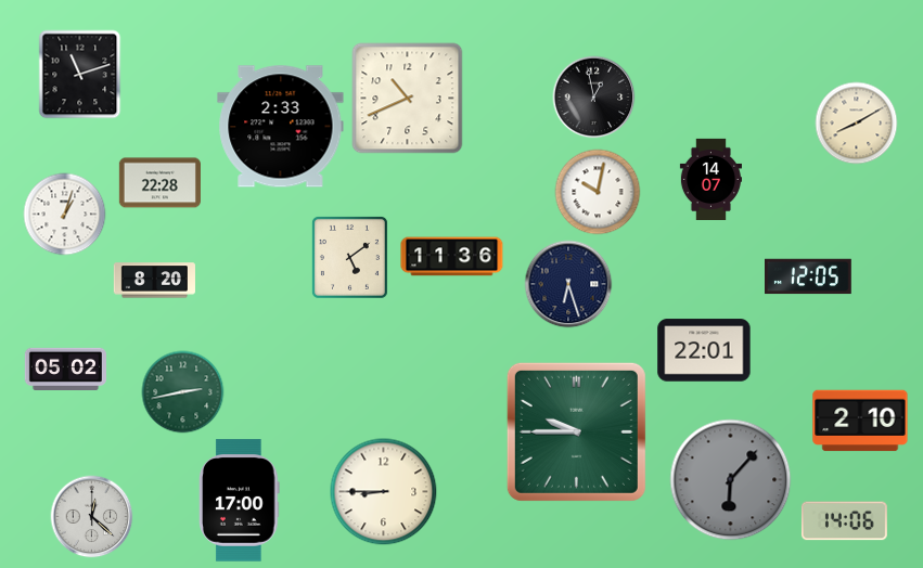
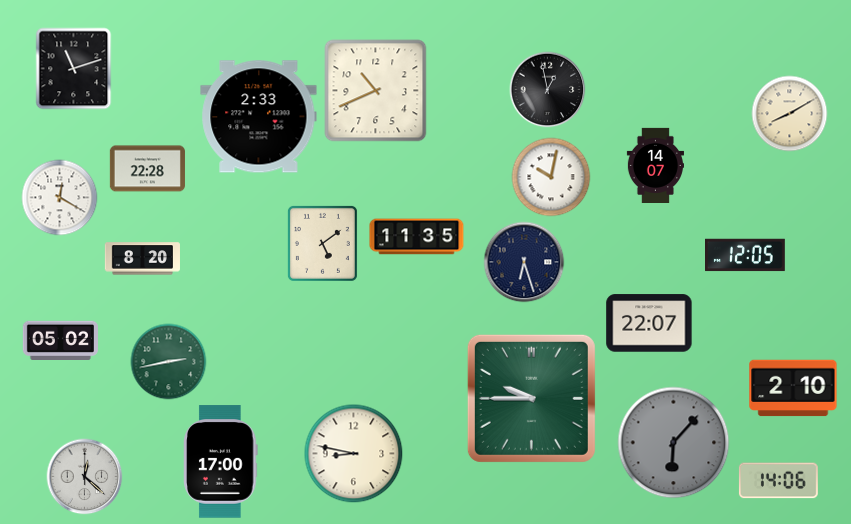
clock at (65, 215): 1:03 -> 12:20
clock at (349, 257) position: (349, 257) -> (322, 243)
clock at (452, 257): 11:36 -> 11:35
clock at (704, 350): 22:01 -> 22:07
clock at (384, 492): 8:45 -> 8:47
